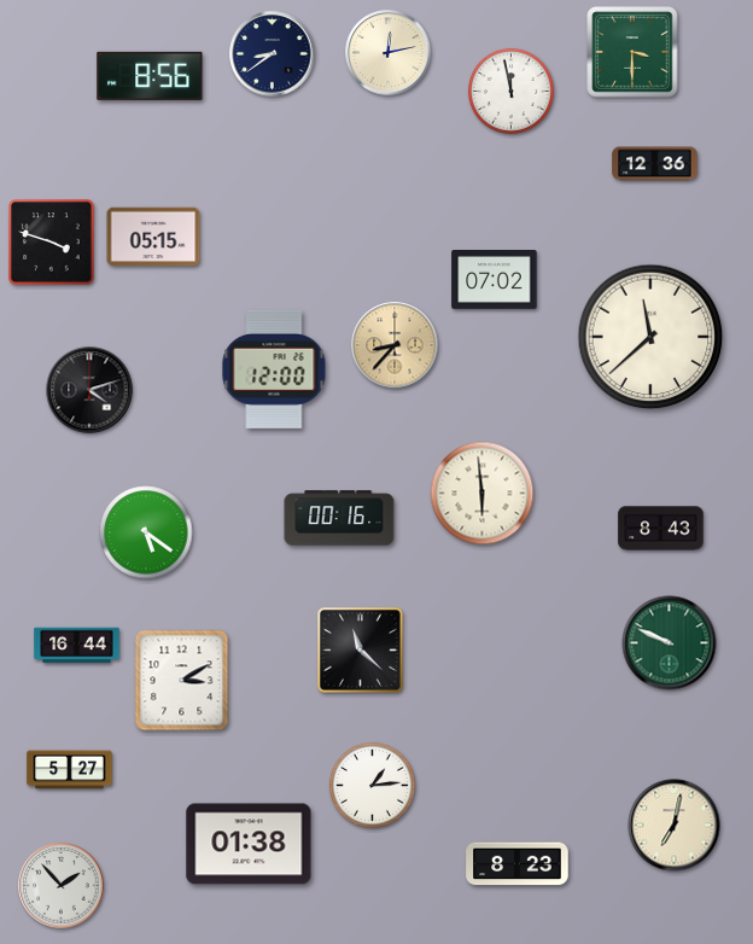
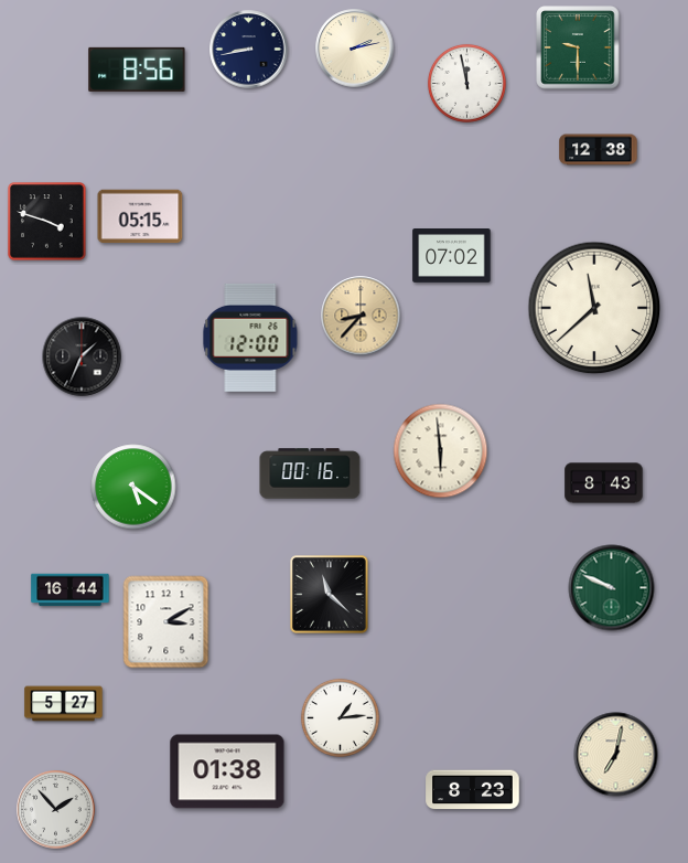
clock at (632, 52): 3:30 -> 9:30
clock at (389, 53): 12:13 -> 2:13
clock at (273, 54): 8:39 -> 8:43
clock at (655, 164): 12:36 -> 12:38
clock at (89, 390): 4:12 -> 1:34
